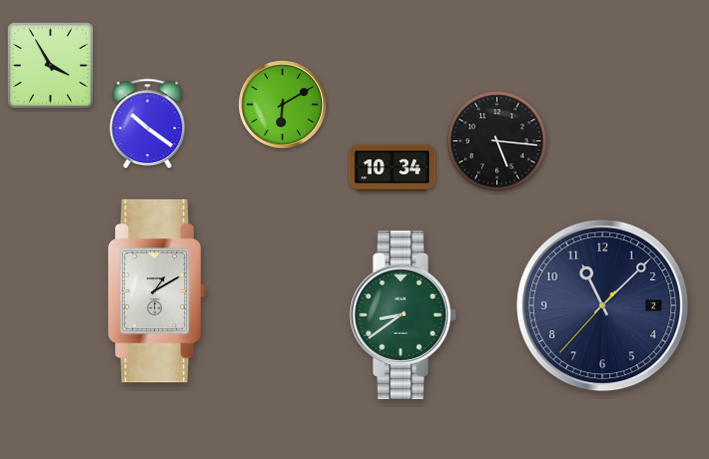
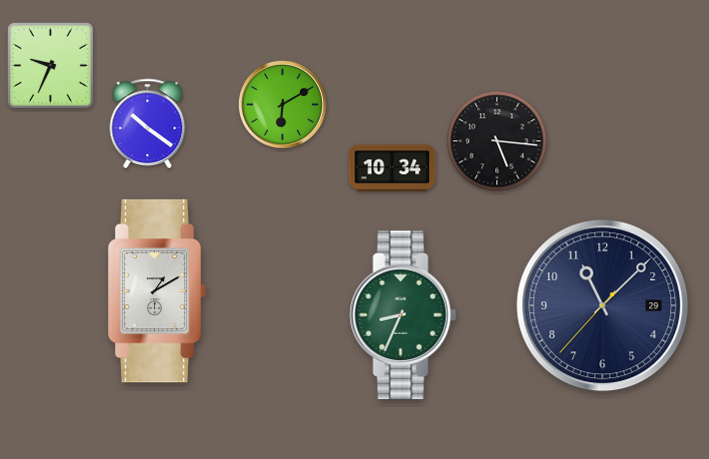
clock at (51, 66): 3:55 -> 9:34
clock at (603, 306) date: 2 -> 29
clock at (403, 315): 8:39 -> 8:34
